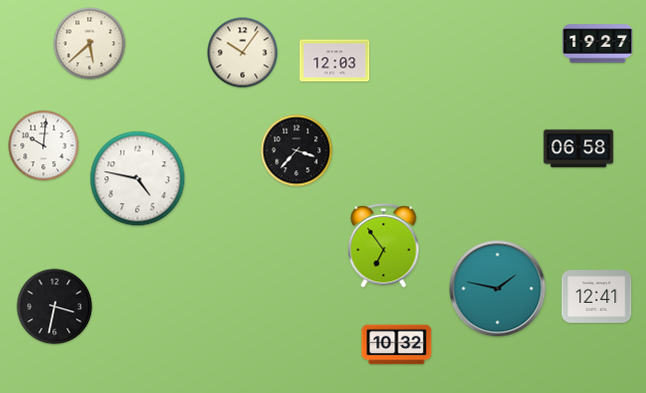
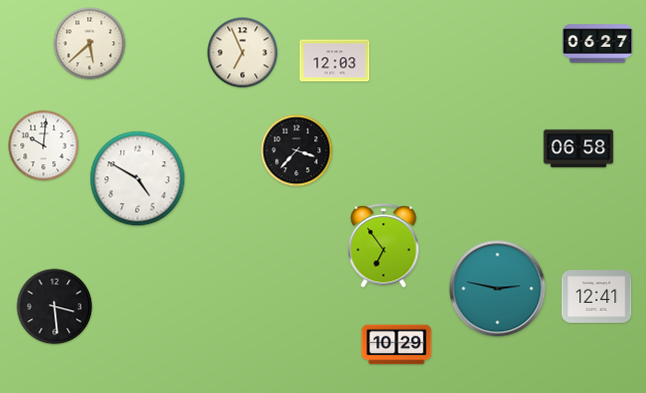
clock at (598, 44): 19:27 -> 06:27
clock at (243, 53): 10:06 -> 6:56
clock at (138, 179): 4:47 -> 4:50
clock at (498, 289): 1:47 -> 2:47
clock at (55, 307): 3:32 -> 3:29
clock at (397, 345): 10:32 -> 10:29
